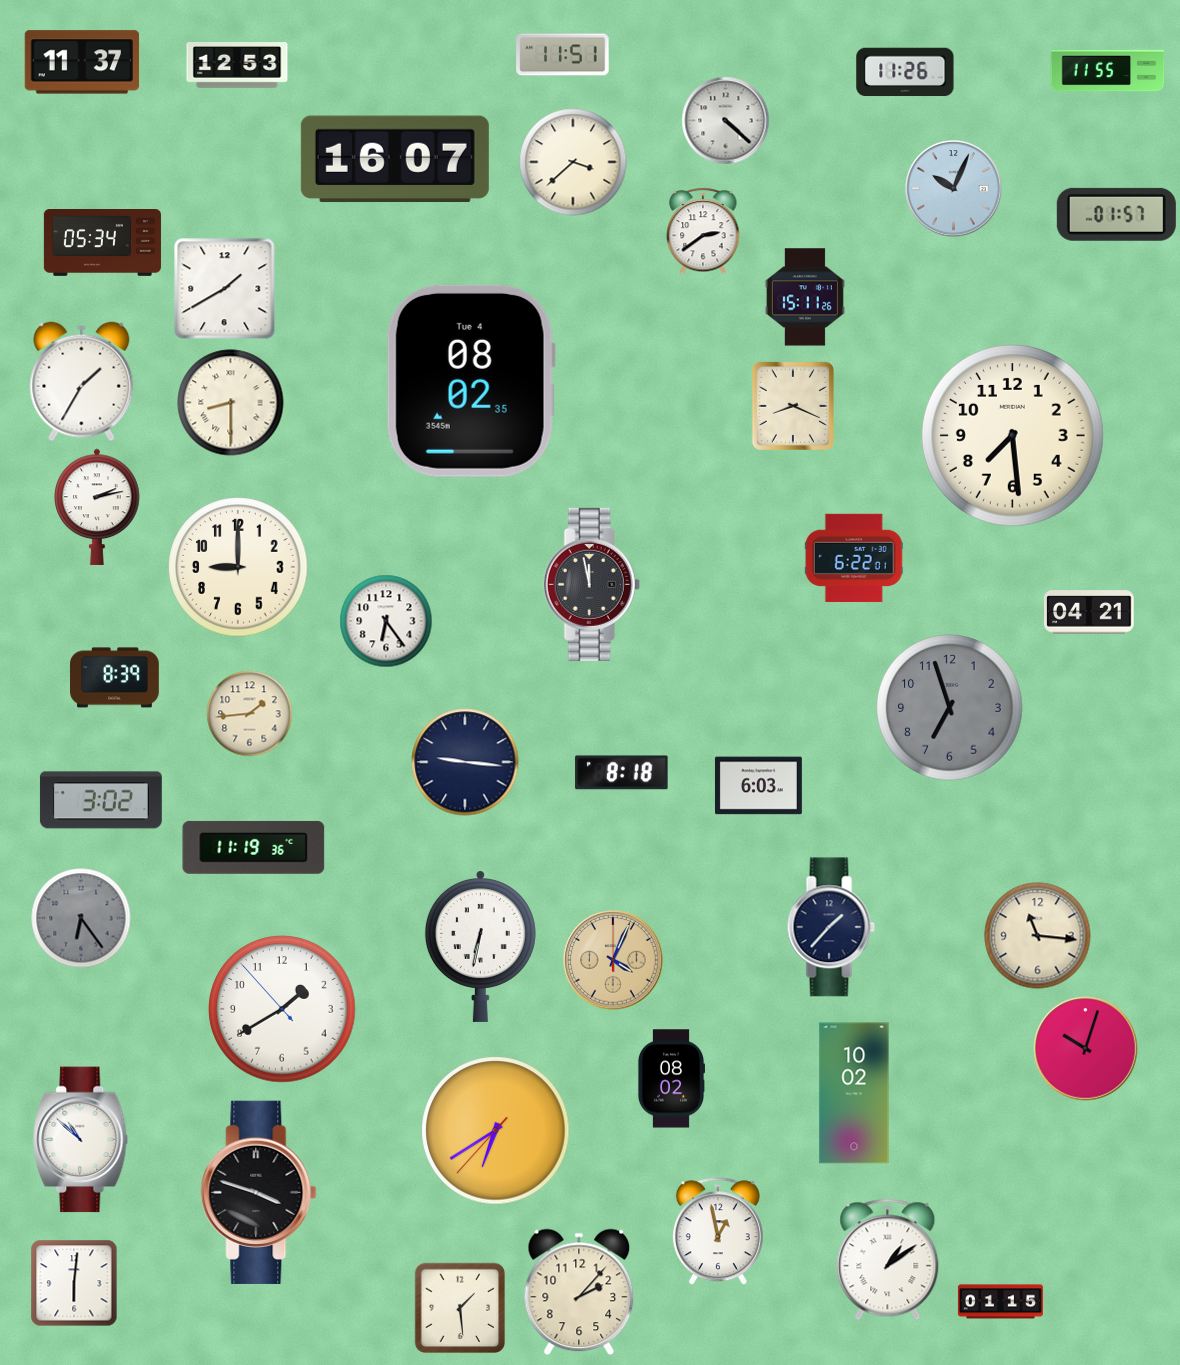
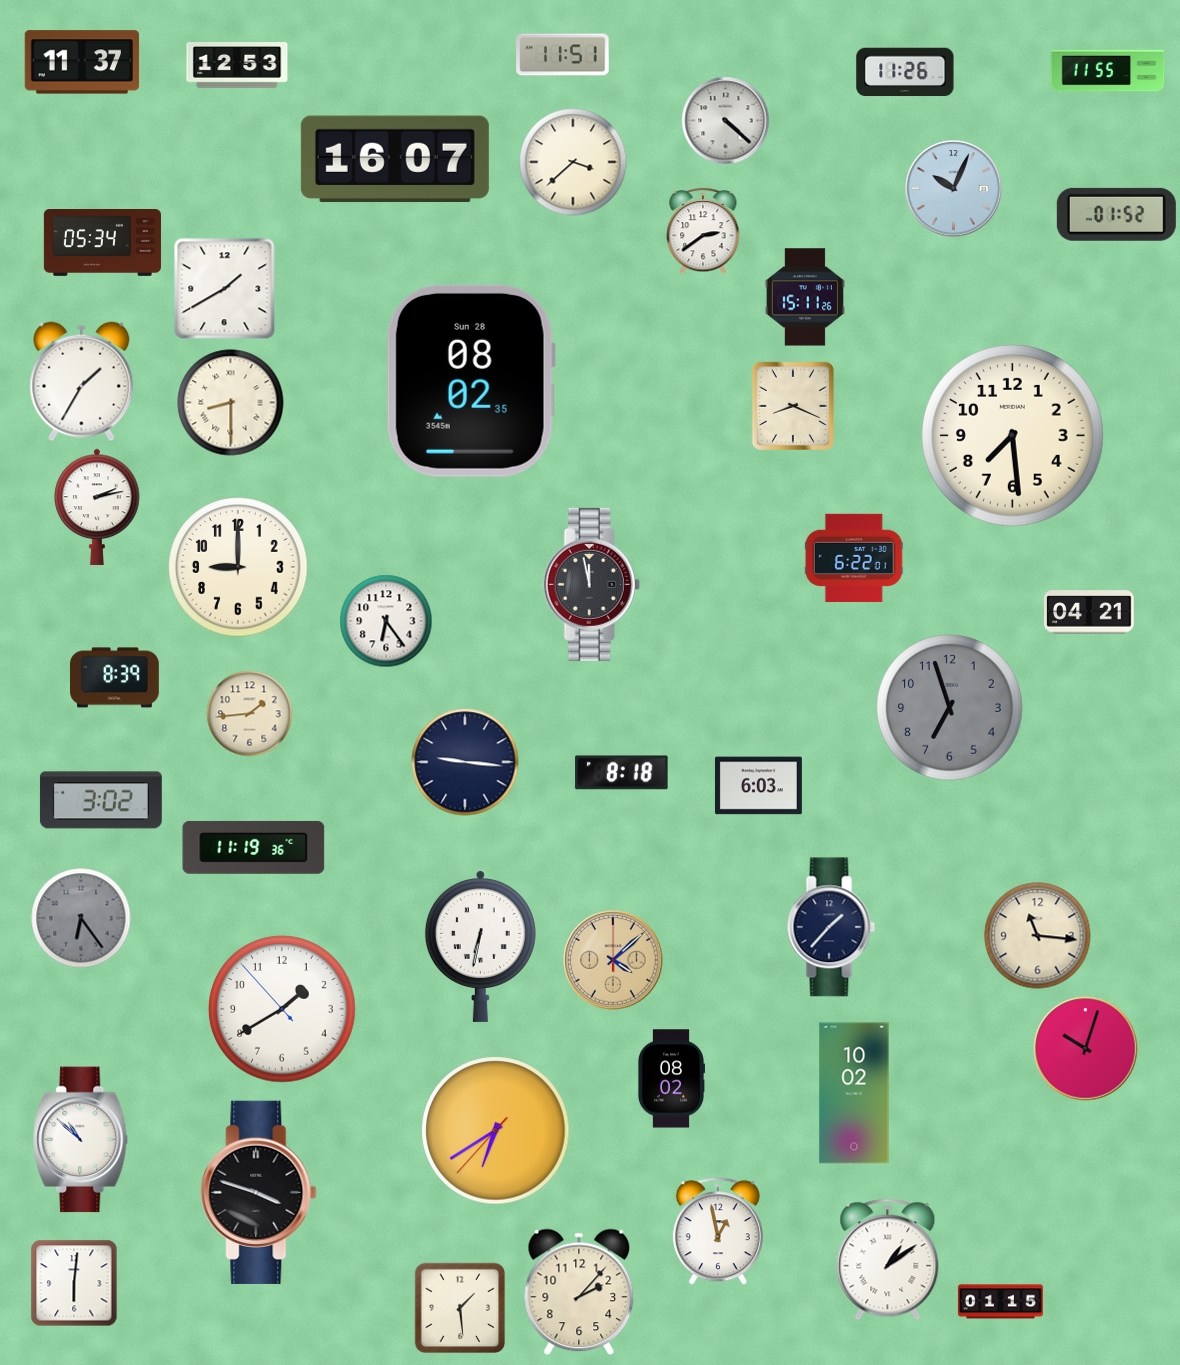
clock at (1116, 214): 01:57 -> 01:52
clock at (471, 381) date: Tue 4 -> Sun 28
clock at (613, 960): 4:04 -> 4:08
